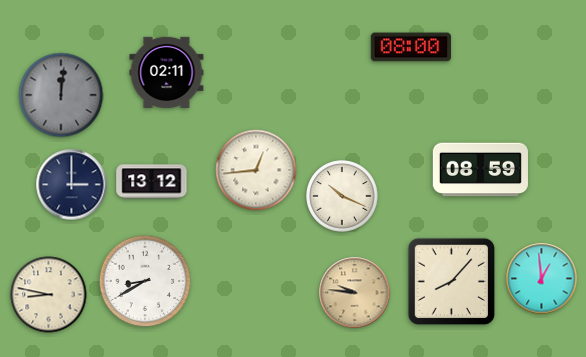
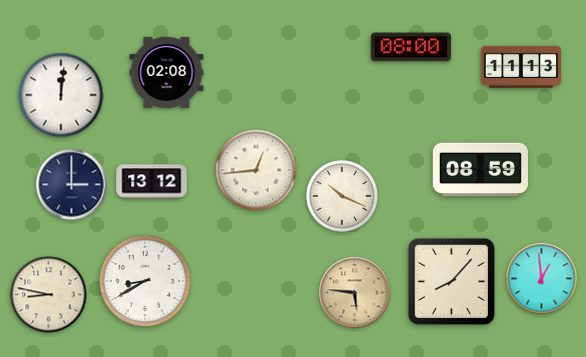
clock at (521, 67): none -> 11:13
clock at (167, 72): 02:11 -> 02:08
clock at (61, 95) dial: grey -> white
clock at (355, 293): 9:46 -> 5:46
